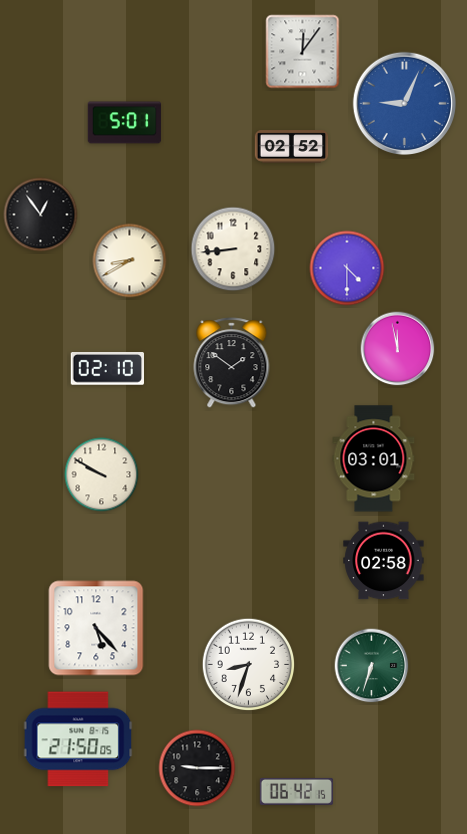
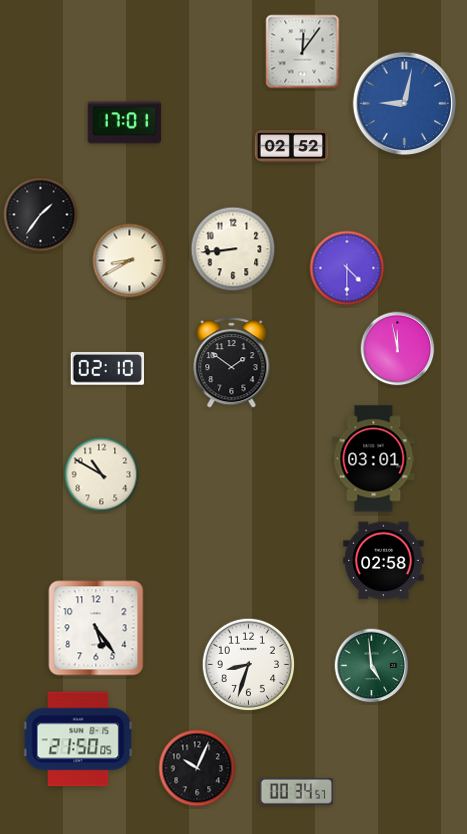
clock at (404, 103): 9:04 -> 9:02
clock at (125, 123): 5:01 -> 17:01
clock at (41, 215): 12:54 -> 1:36
clock at (102, 475): 9:50 -> 10:50
clock at (96, 628): 5:23 -> 5:24
clock at (372, 666): 6:33 -> 4:59
clock at (197, 768): 9:15 -> 10:04
clock at (297, 791): 06:42 -> 00:34
